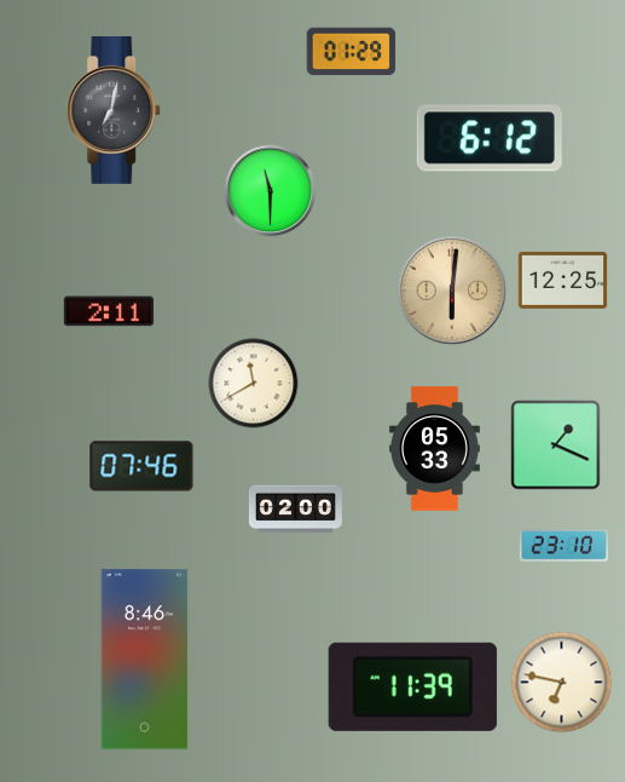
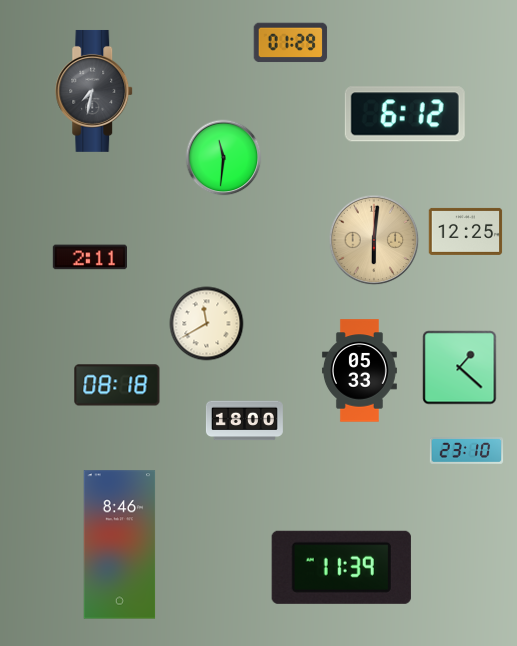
clock at (115, 110): 7:02 -> 7:32
clock at (271, 191): 11:30 -> 11:31
clock at (254, 384) position: (254, 384) -> (207, 324)
clock at (556, 445): 1:19 -> 1:22
clock at (141, 466): 07:46 -> 08:18
clock at (295, 510): 02:00 -> 18:00
clock at (562, 683): 6:47 -> none
